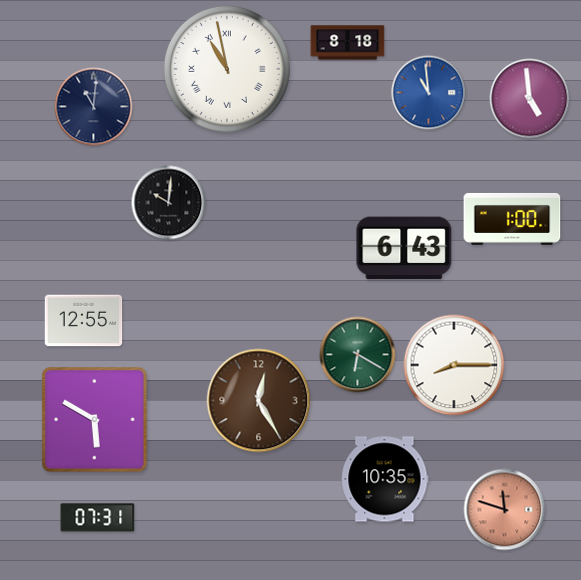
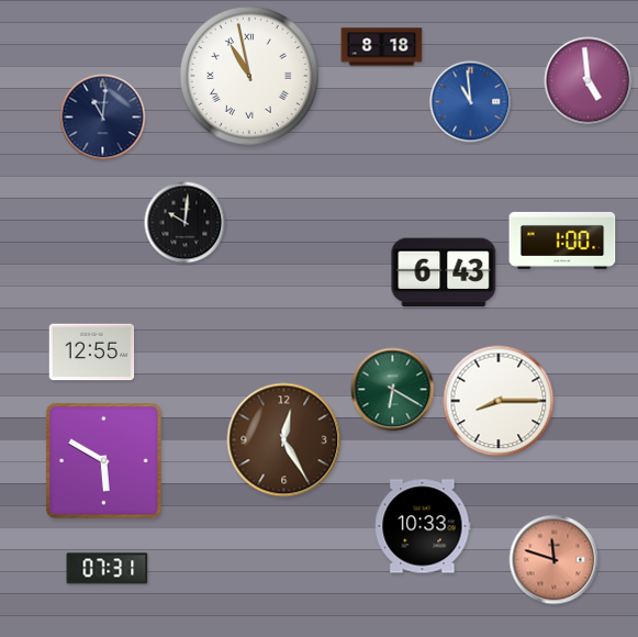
clock at (530, 99) position: (530, 99) -> (589, 81)
clock at (385, 479): 10:35 -> 10:33
